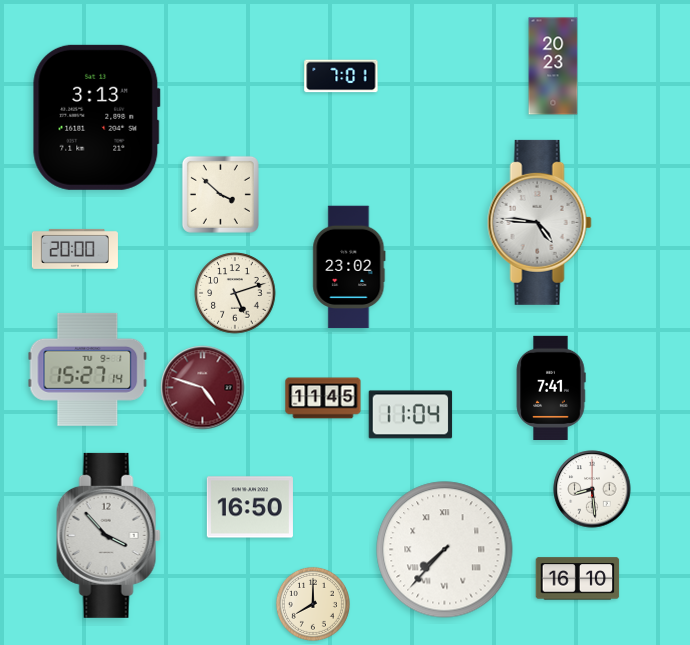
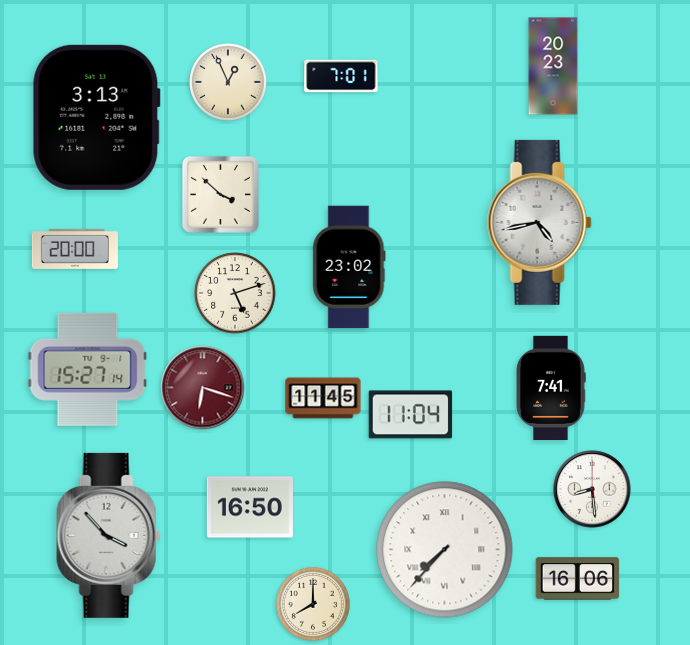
clock at (229, 83): none -> 12:56
clock at (539, 222): 4:46 -> 4:43
clock at (203, 388): 4:48 -> 6:18
clock at (578, 579): 16:10 -> 16:06
